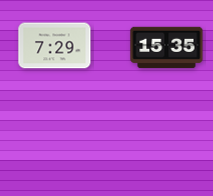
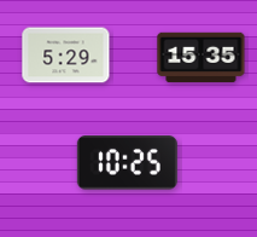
clock at (55, 46): 7:29 -> 5:29
clock at (127, 163): none -> 10:25
